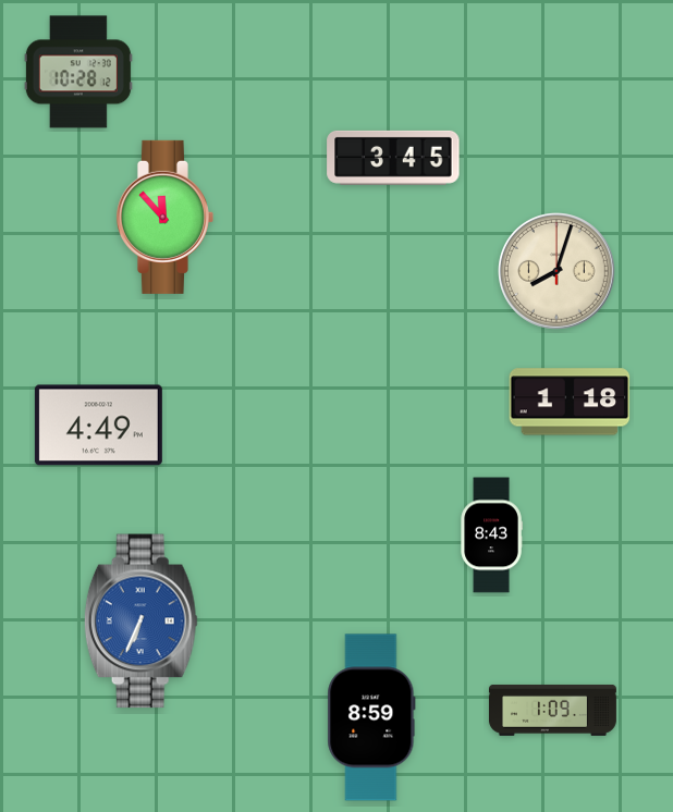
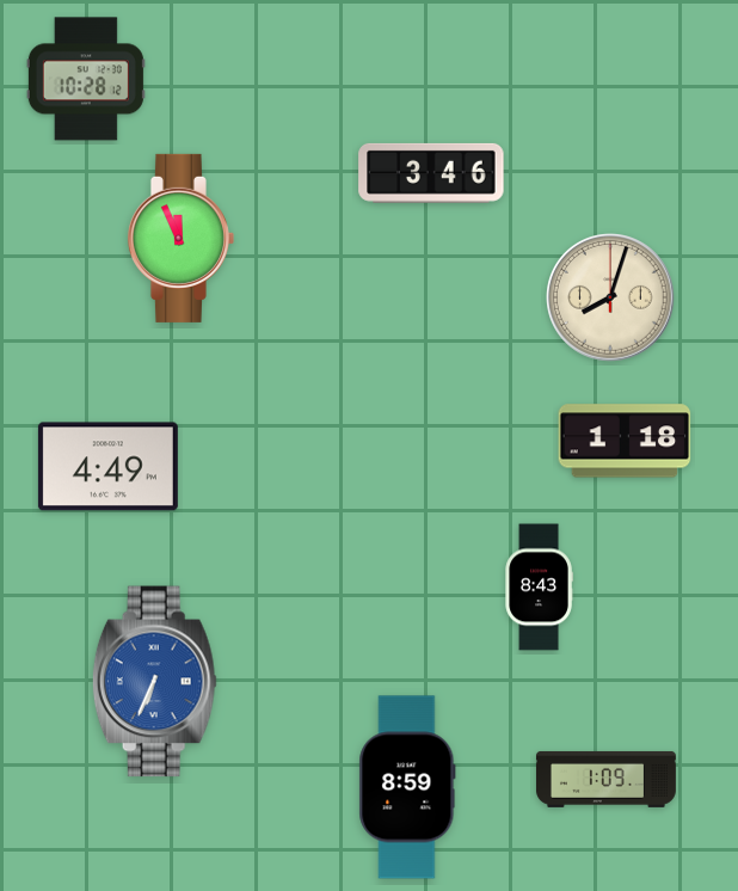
clock at (393, 158): 3:45 -> 3:46
clock at (164, 217): 11:53 -> 11:56
